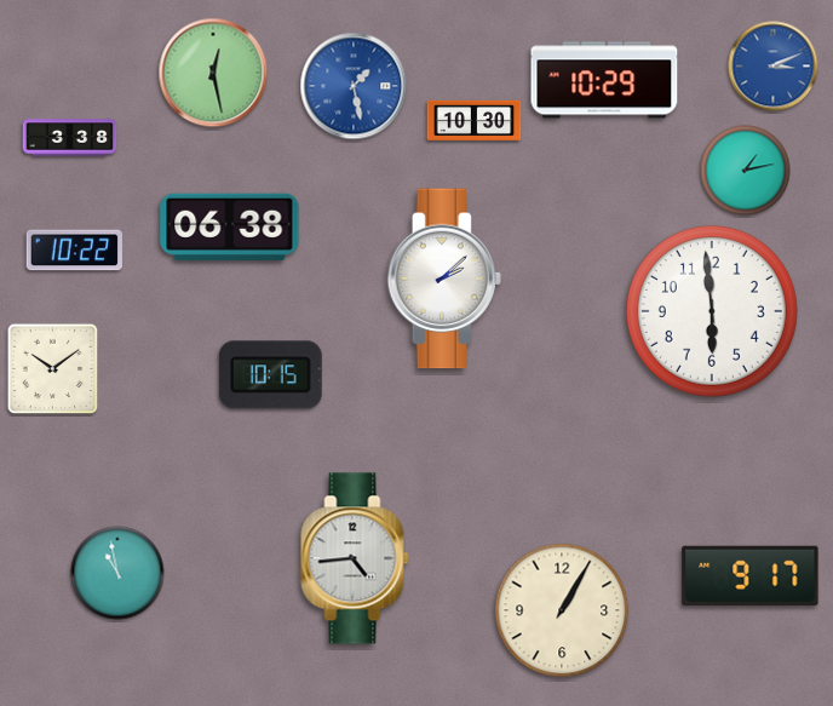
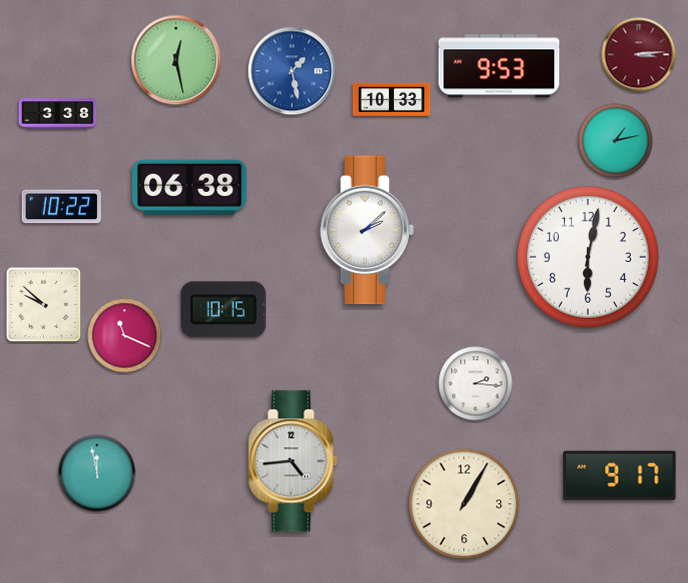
clock at (774, 67): 3:11 -> 3:14
clock at (774, 67) dial: blue -> burgundy
clock at (604, 80): 10:29 -> 9:53
clock at (475, 120): 10:30 -> 10:33
clock at (712, 311): 5:59 -> 6:02
clock at (53, 369): 10:09 -> 9:52
clock at (125, 336): none -> 11:19
clock at (476, 384): none -> 2:16
clock at (117, 573): 10:58 -> 11:58
